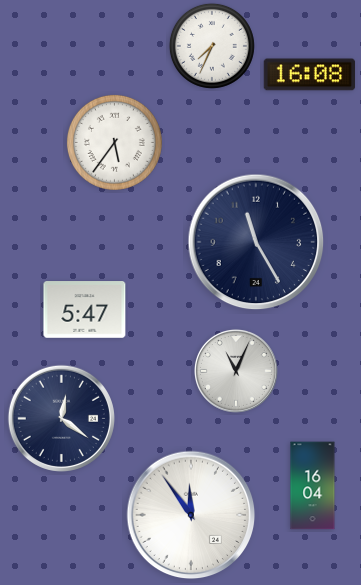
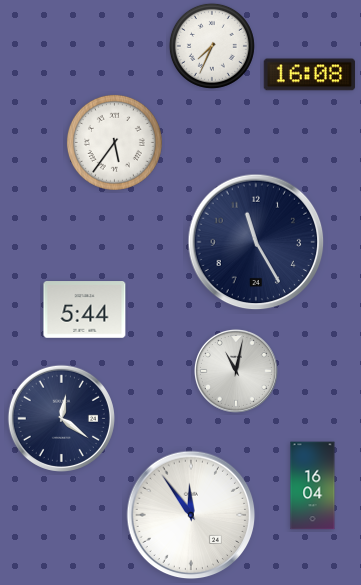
clock at (85, 310): 5:47 -> 5:44
clock at (236, 371): 11:04 -> 11:02
